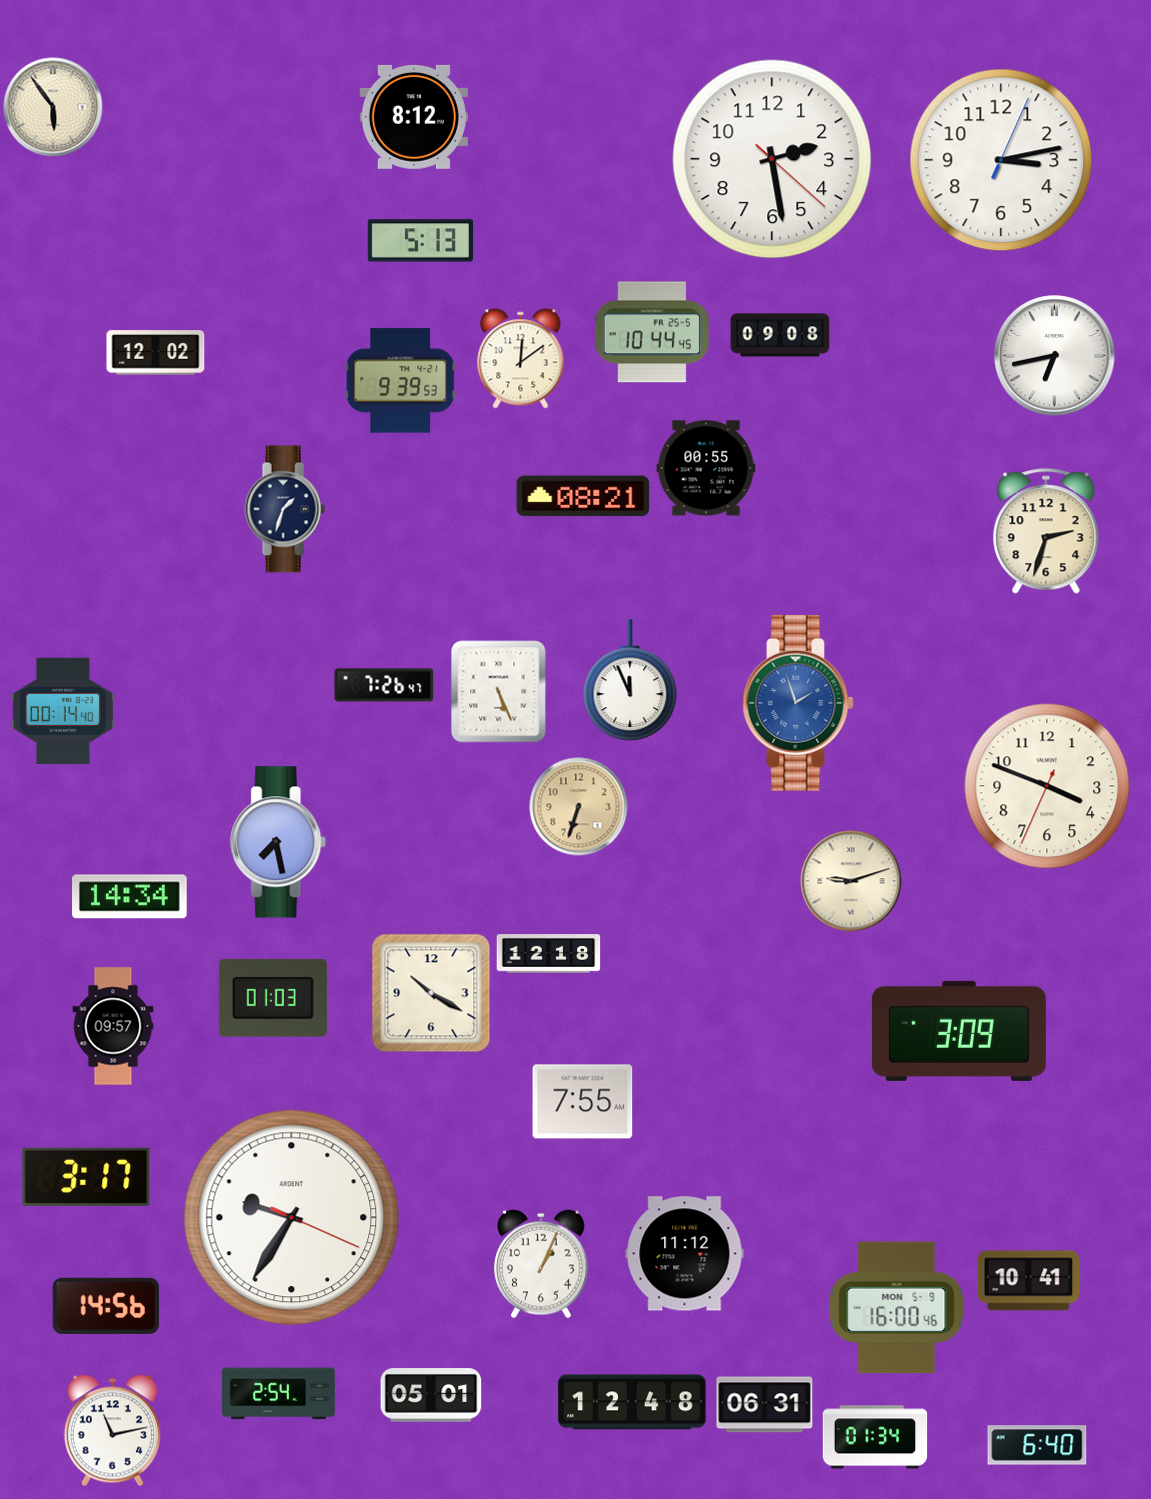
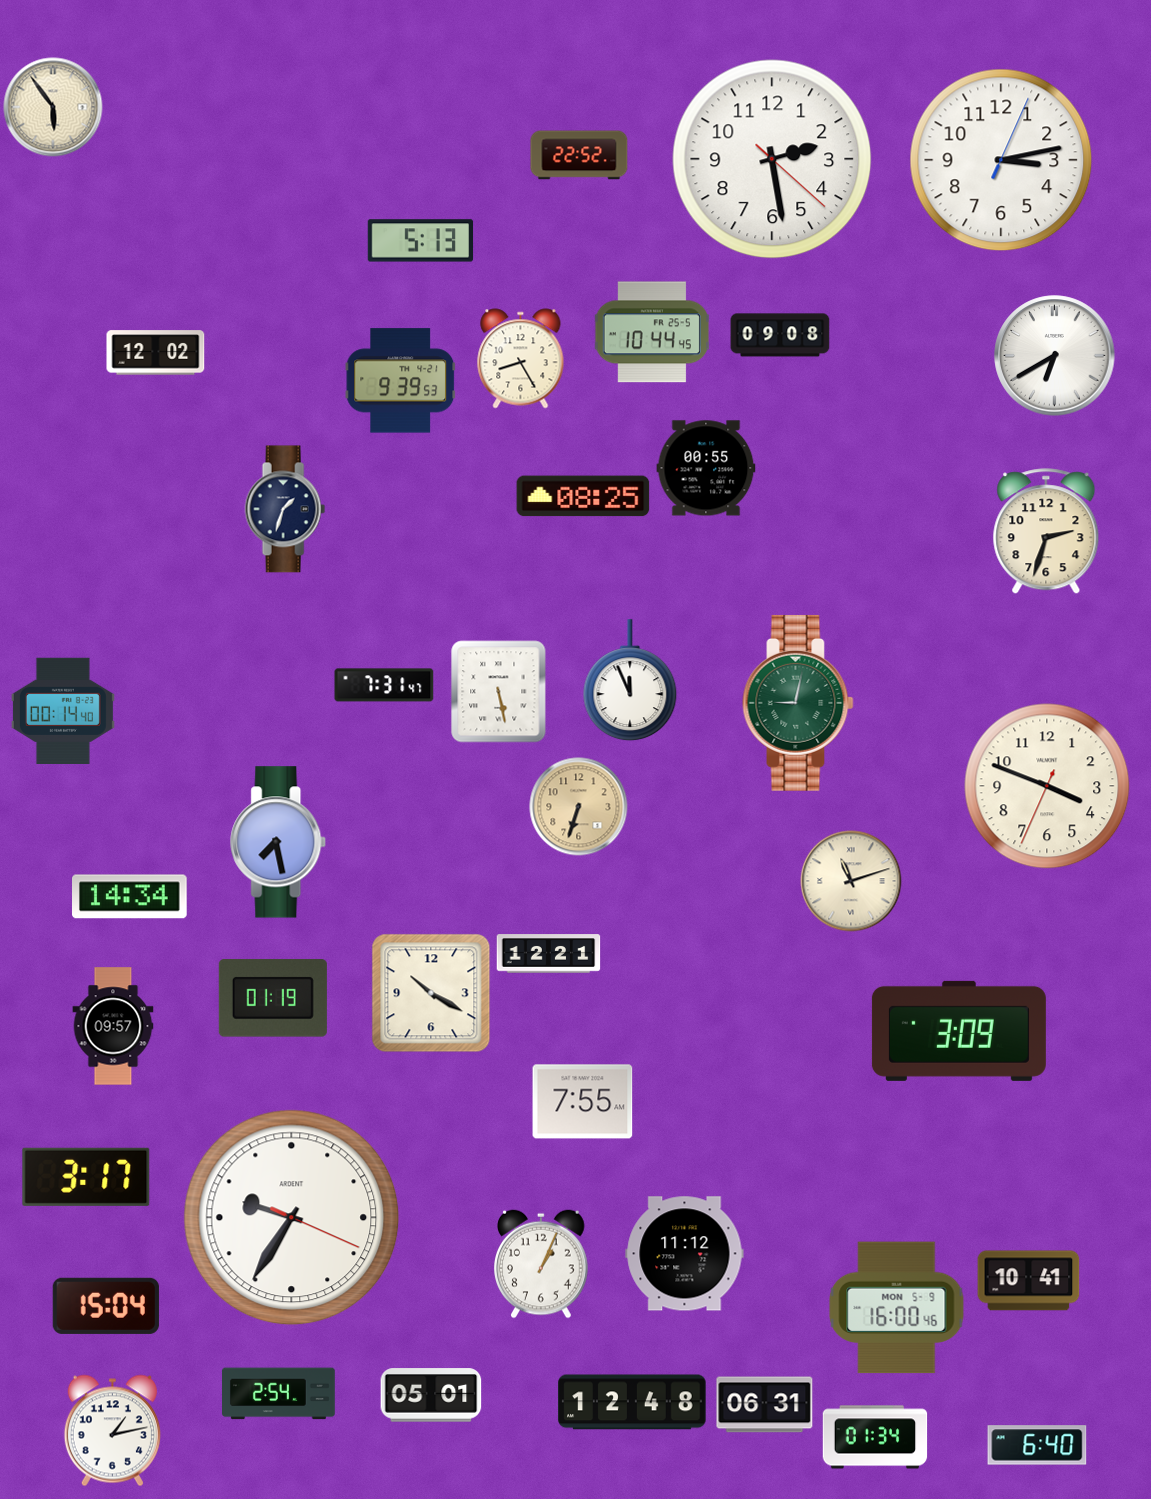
clock at (414, 117): 8:12 -> none
clock at (579, 155): none -> 22:52
clock at (1055, 356): 6:43 -> 6:40
clock at (521, 359): 12:09 -> 8:25
clock at (583, 496): 08:21 -> 08:25
clock at (384, 685): 7:26 -> 7:31
clock at (499, 692): 5:26 -> 5:28
clock at (798, 703): 1:57 -> 9:02
clock at (798, 703) dial: blue -> green
clock at (851, 881): 9:12 -> 11:12
clock at (549, 954): 12:18 -> 12:21
clock at (273, 998): 01:03 -> 01:19
clock at (106, 1306): 14:56 -> 15:04
clock at (112, 1431): 11:13 -> 1:13
